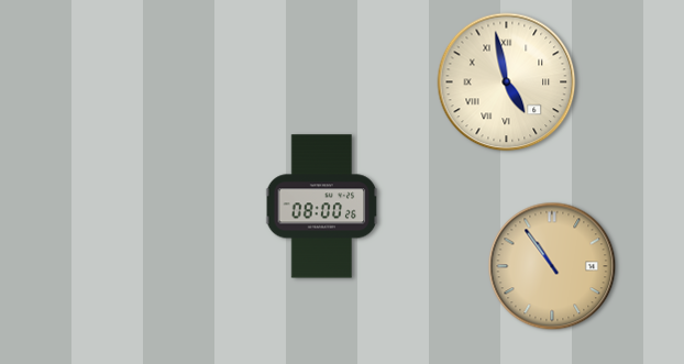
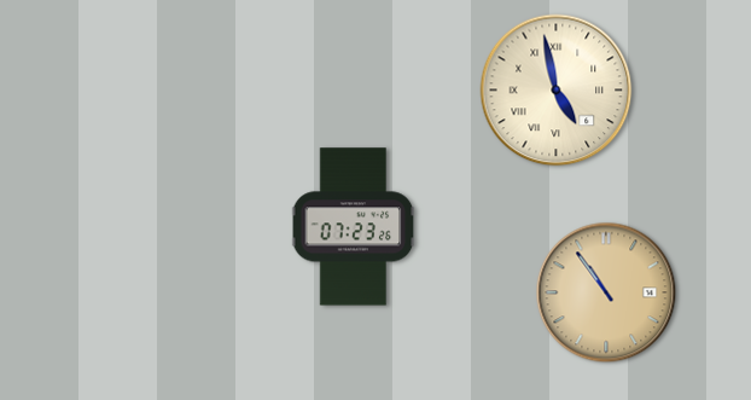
clock at (322, 207): 08:00 -> 07:23
